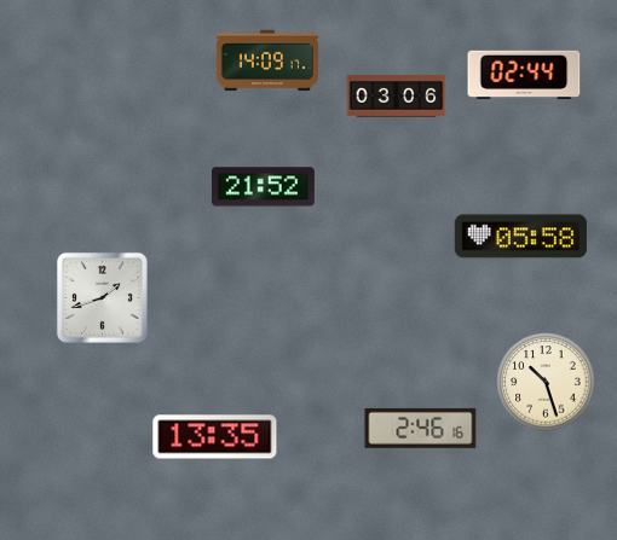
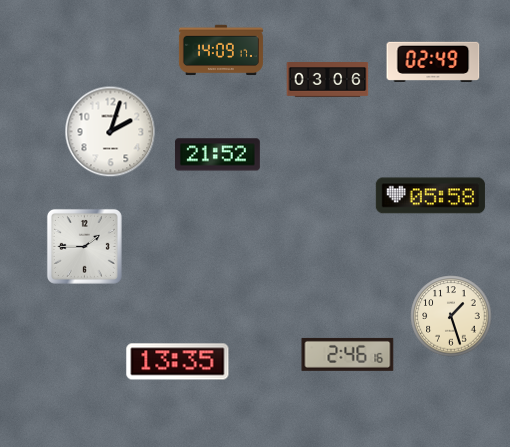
clock at (524, 75): 02:44 -> 02:49
clock at (111, 132): none -> 2:03
clock at (102, 297): 1:42 -> 1:45
clock at (546, 382): 10:27 -> 1:27
